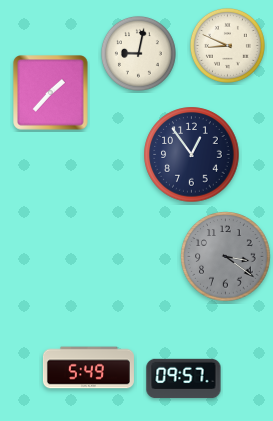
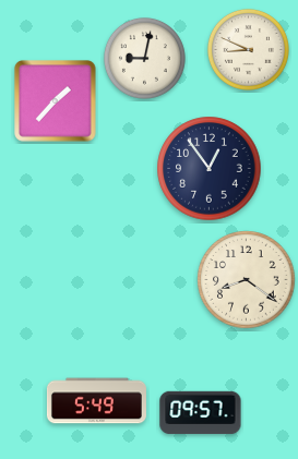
clock at (138, 53) position: (138, 53) -> (144, 58)
clock at (226, 257): 3:21 -> 8:21
clock at (226, 257) dial: grey -> cream
